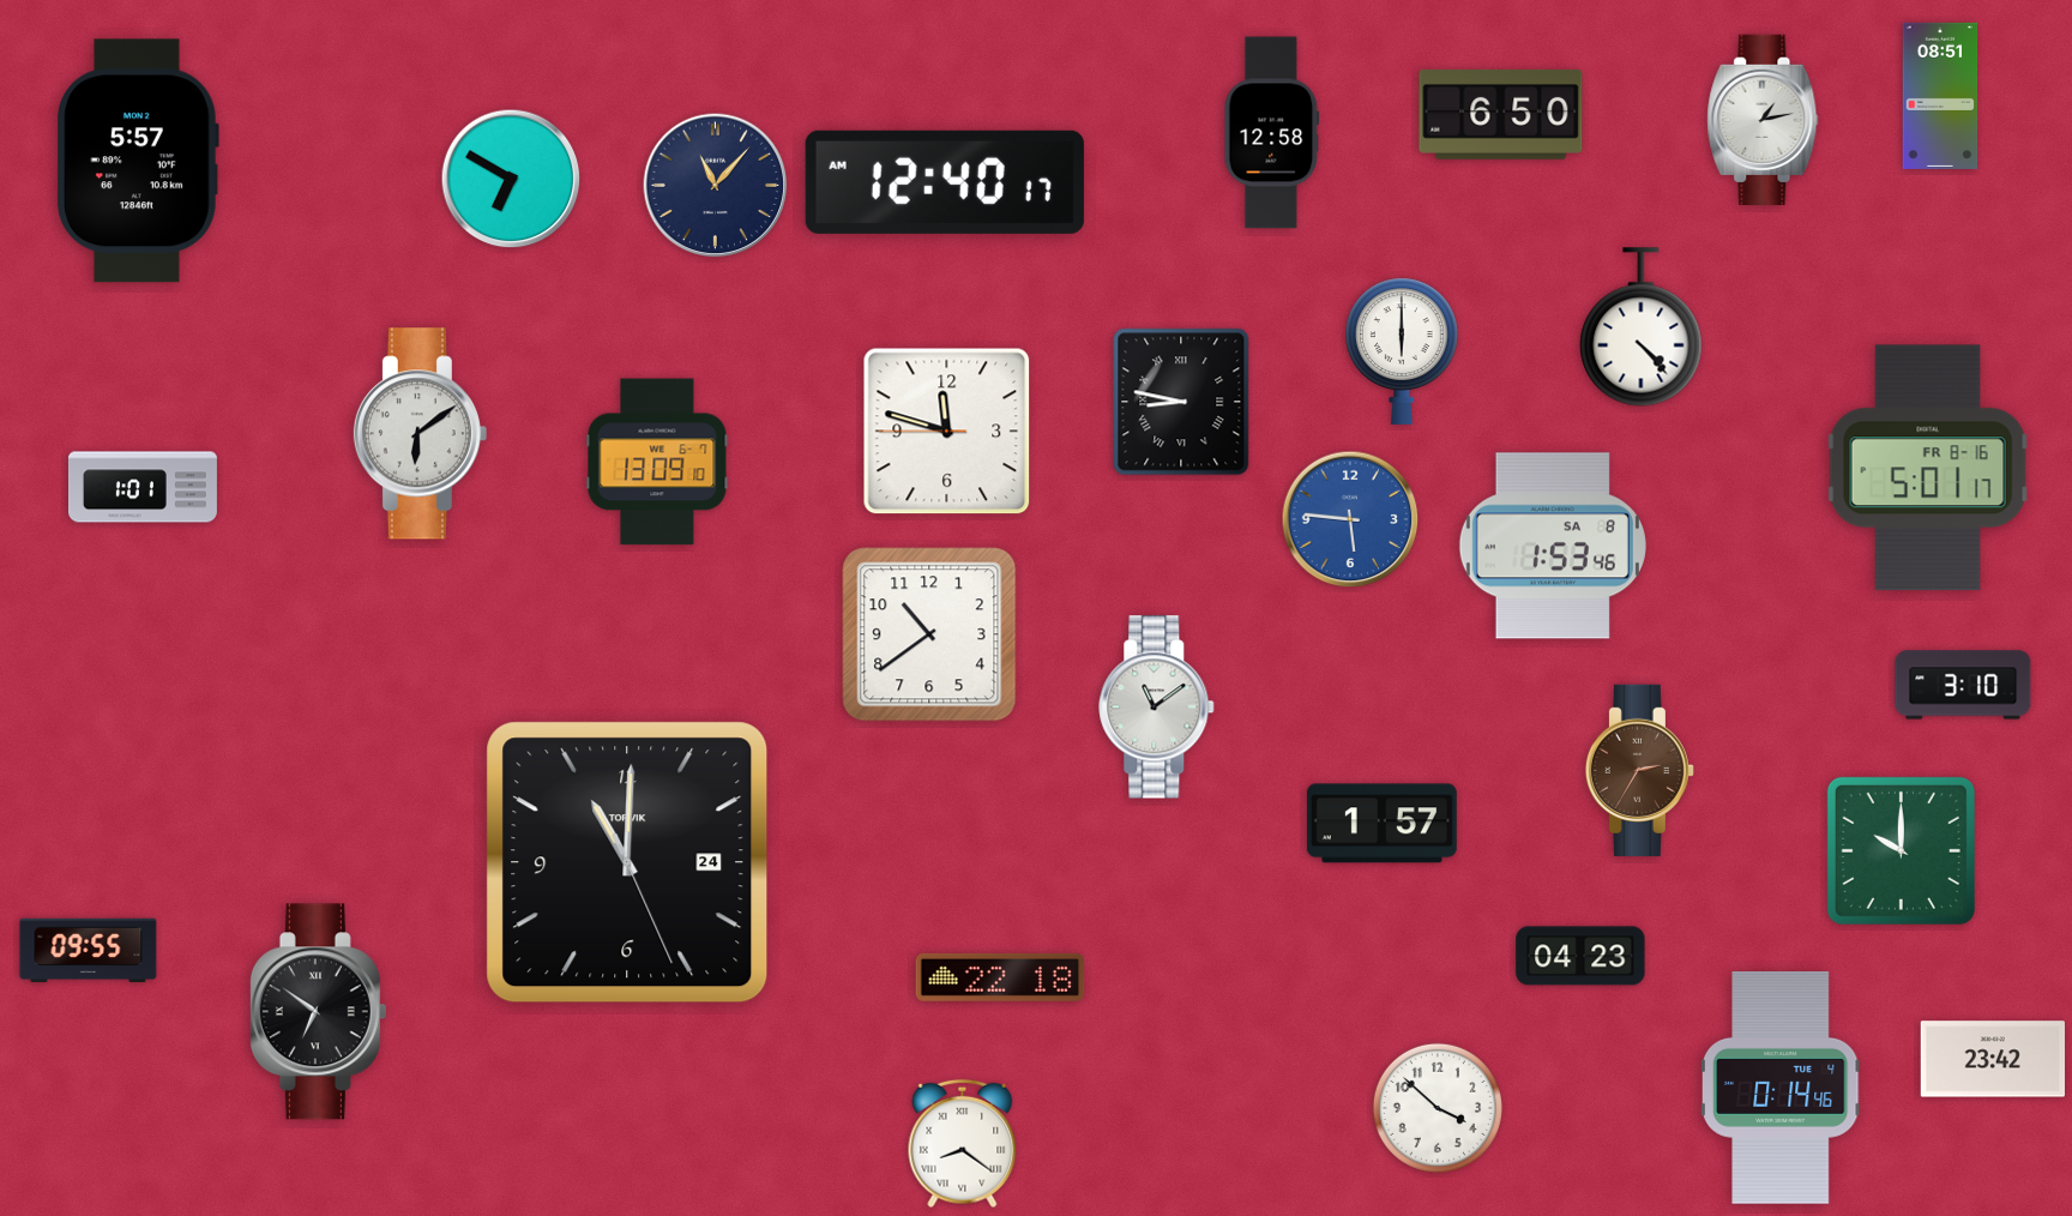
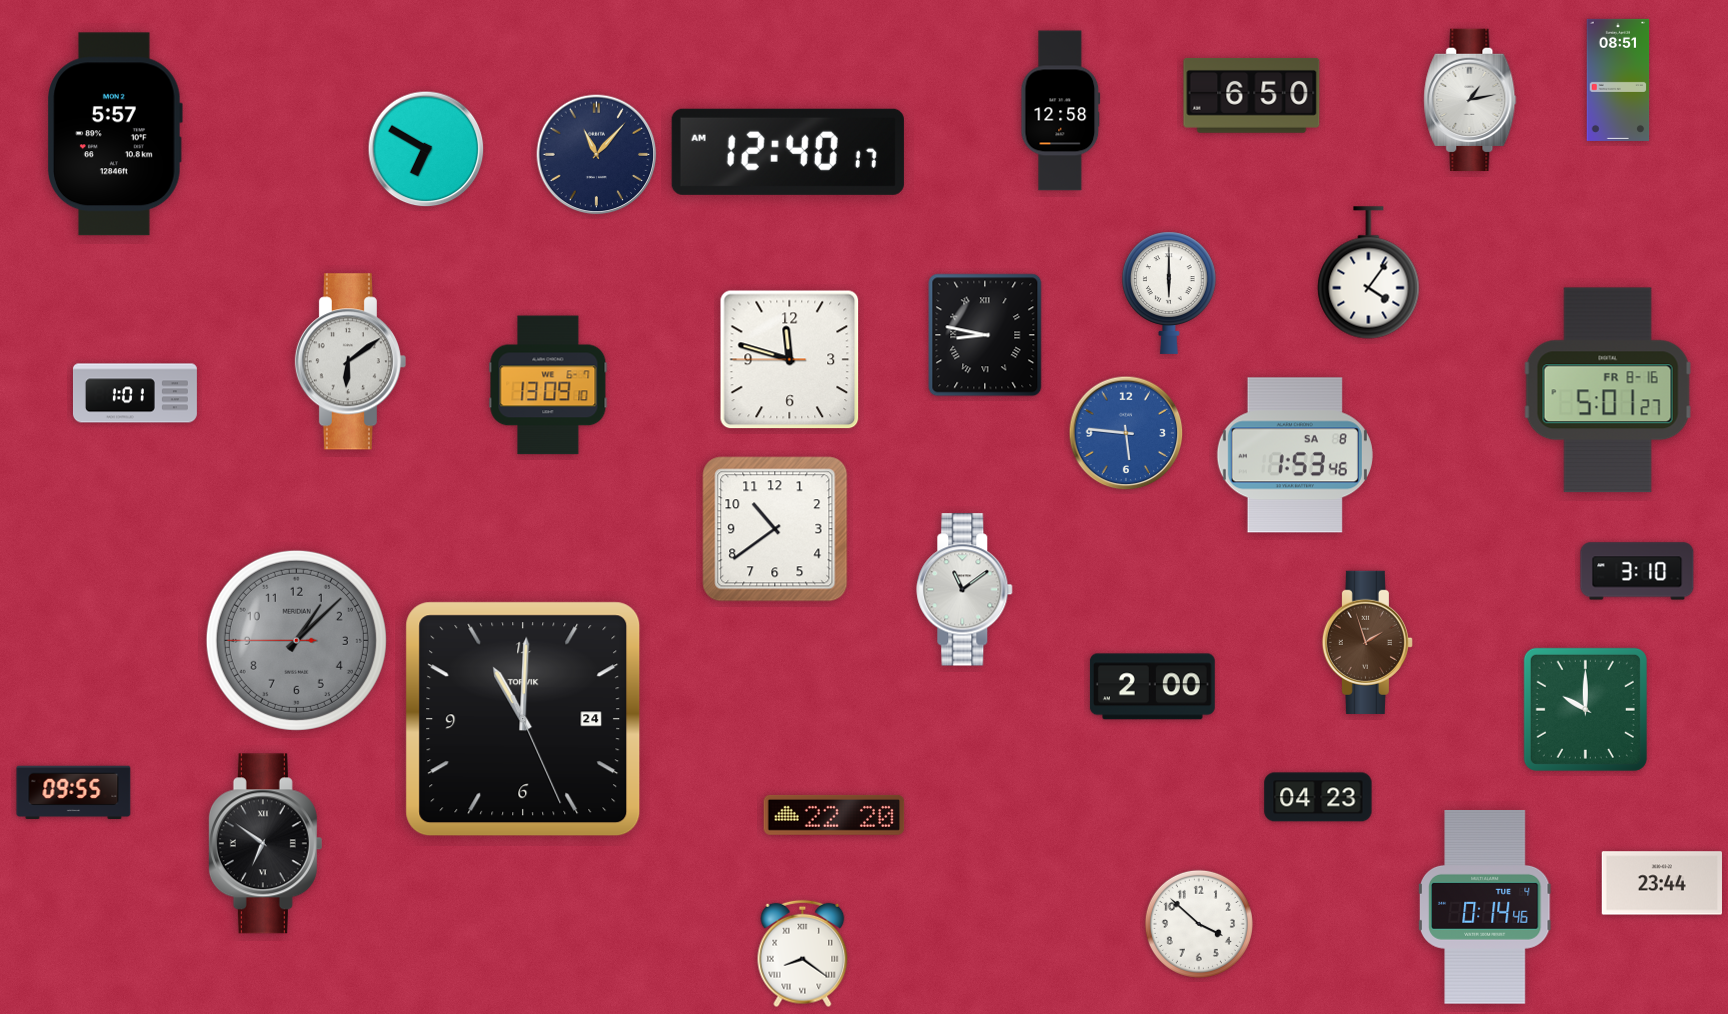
clock at (1642, 327): 4:23 -> 4:06
clock at (1928, 468): 5:01:17 -> 5:01:27
clock at (143, 487) position: (143, 487) -> (135, 393)
clock at (296, 640): none -> 1:07
clock at (1639, 770): 2:35 -> 1:57
clock at (1381, 824): 1:57 -> 2:00
clock at (1000, 977): 22:18 -> 22:20
clock at (1992, 1059): 23:42 -> 23:44
